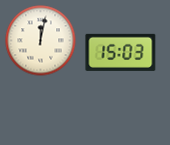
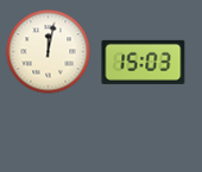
clock at (41, 41) position: (41, 41) -> (49, 52)
